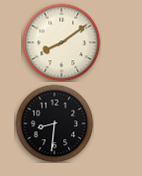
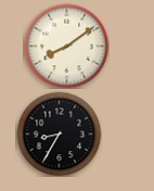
clock at (54, 123): 8:31 -> 8:35
